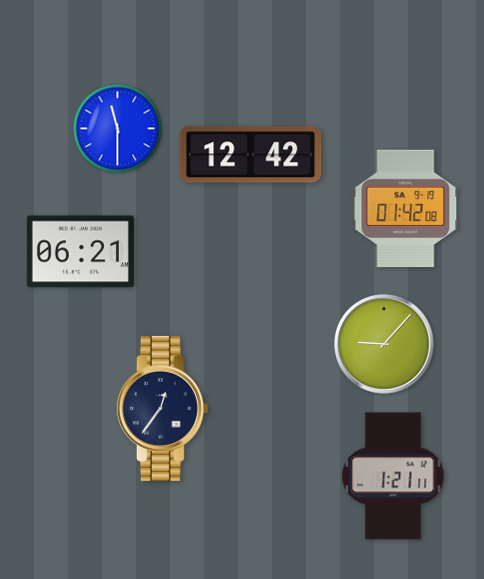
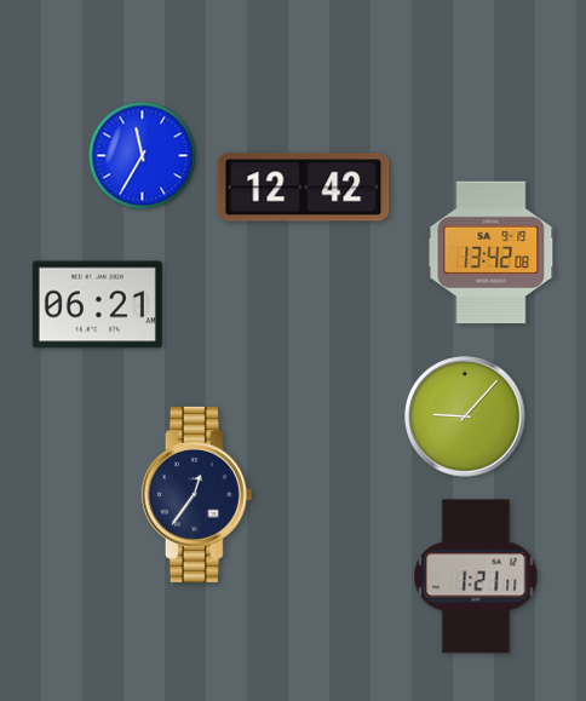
clock at (118, 129): 11:30 -> 11:35
clock at (406, 209): 01:42 -> 13:42
